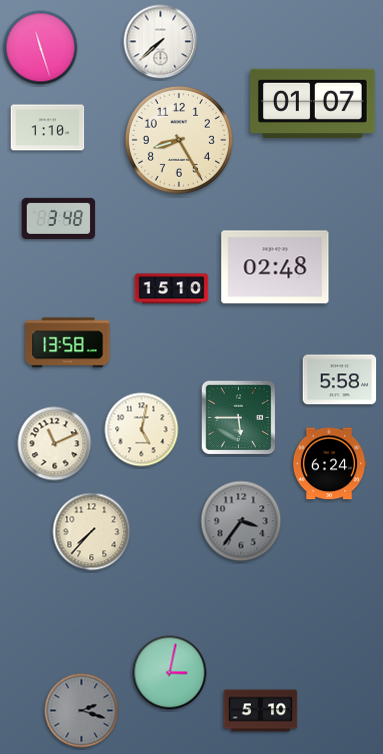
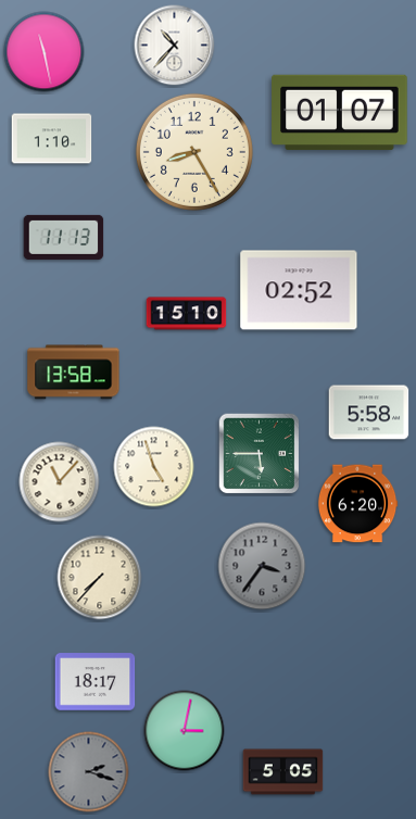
clock at (161, 42): 7:38 -> 10:37
clock at (41, 48): 11:27 -> 11:28
clock at (59, 218): 3:48 -> 11:13
clock at (275, 267): 02:48 -> 02:52
clock at (142, 430): 5:02 -> 4:57
clock at (55, 444): 11:11 -> 11:07
clock at (329, 464): 6:24 -> 6:20
clock at (96, 682): none -> 18:17
clock at (261, 711): 5:10 -> 5:05
